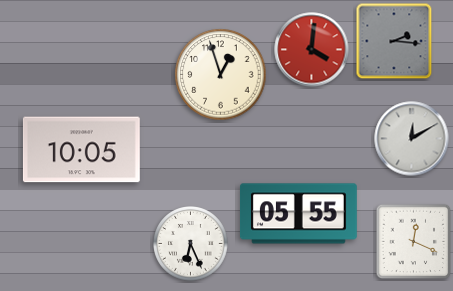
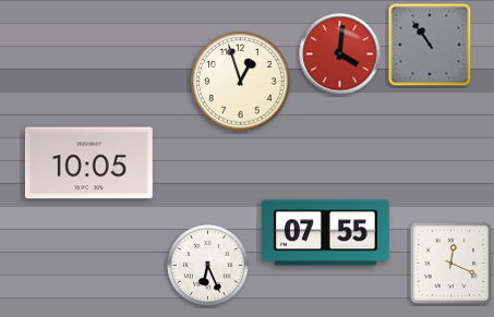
clock at (394, 41): 2:16 -> 10:54
clock at (412, 139): 12:10 -> none
clock at (298, 214): 05:55 -> 07:55
